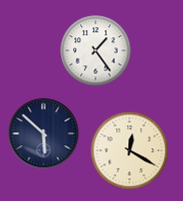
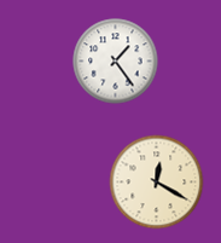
clock at (44, 134): 5:52 -> none
